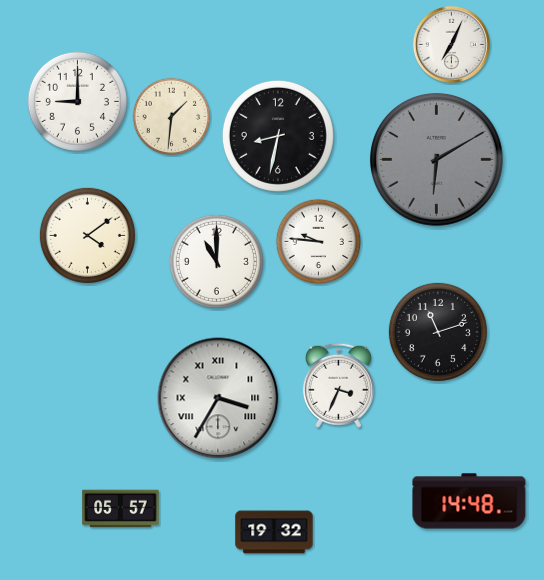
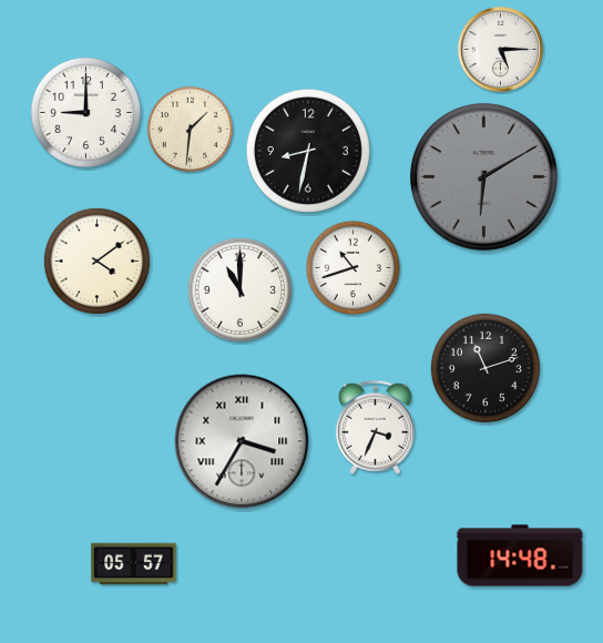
clock at (451, 44): 7:04 -> 5:15
clock at (319, 242): 9:46 -> 10:42
clock at (274, 532): 19:32 -> none
